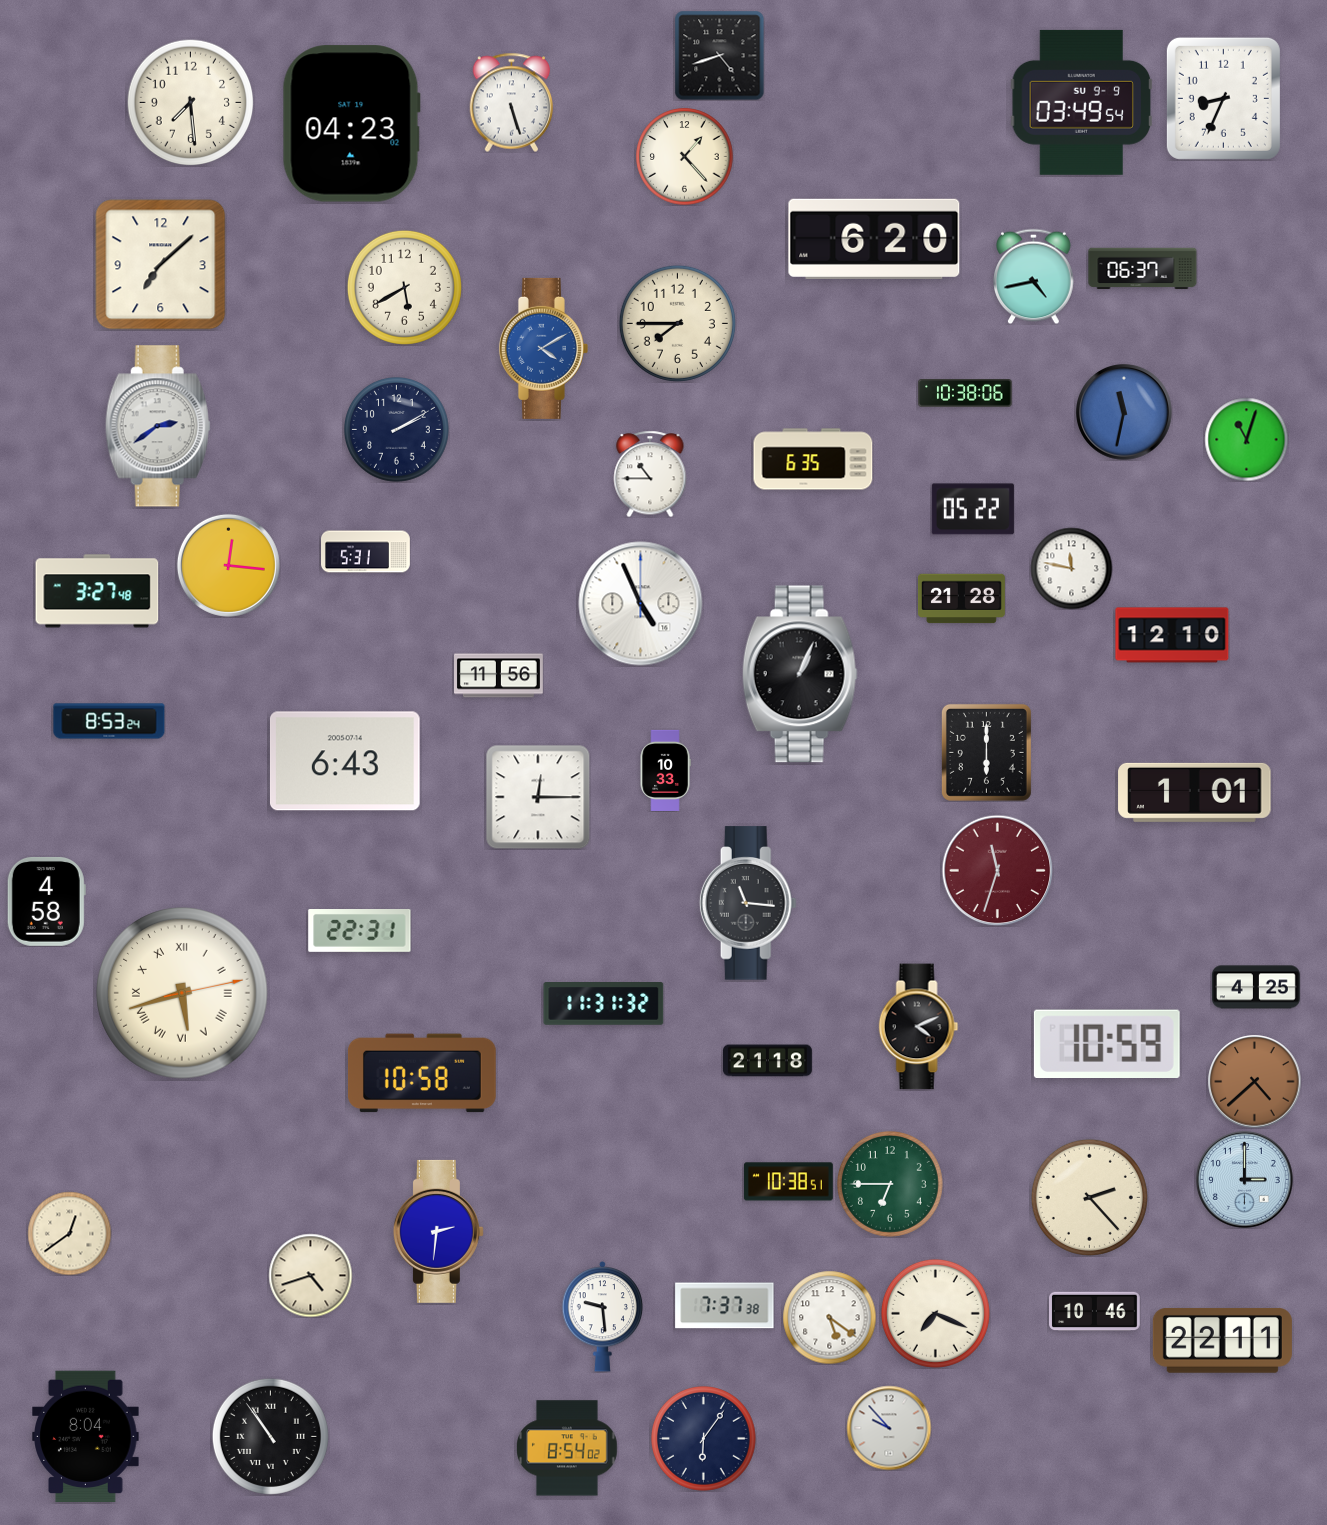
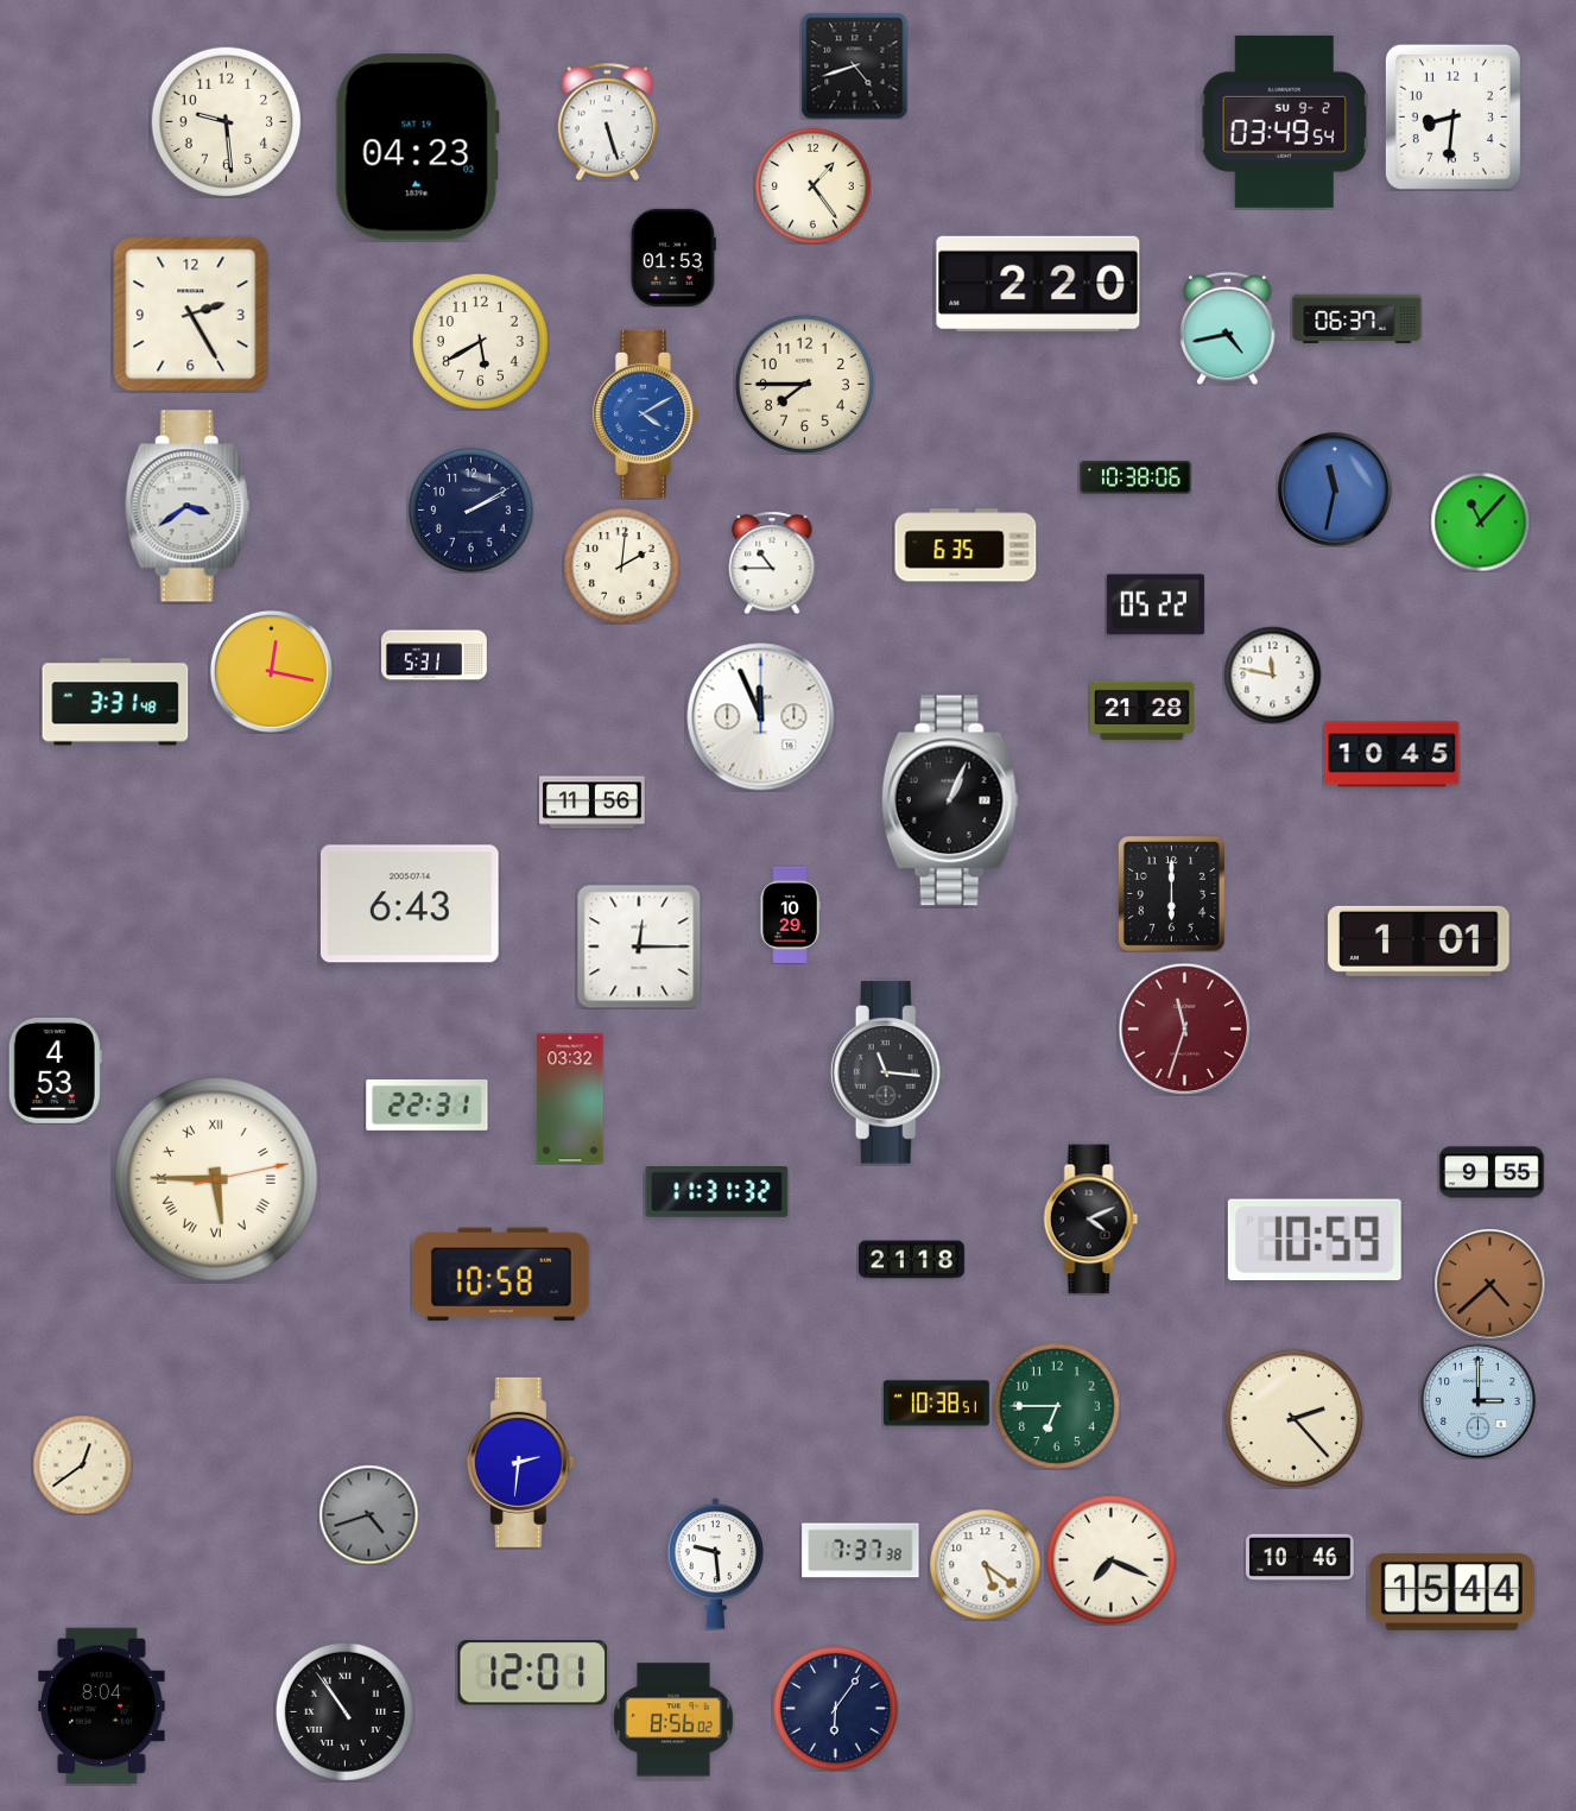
clock at (1223, 98): 8:34 -> 8:31
clock at (190, 102): 7:29 -> 9:29
clock at (1082, 102) date: SU 9-9 -> SU 9-2
clock at (685, 157): 1:23 -> 1:24
clock at (673, 258): none -> 01:53
clock at (874, 239): 6:20 -> 2:20
clock at (161, 265): 7:08 -> 2:25
clock at (965, 394) position: (965, 394) -> (1135, 479)
clock at (158, 426): 2:39 -> 3:39
clock at (1246, 439): 11:03 -> 11:07
clock at (622, 566): none -> 2:01
clock at (228, 565): 12:16 -> 12:17
clock at (97, 591): 3:27 -> 3:31
clock at (641, 604): 4:56 -> 11:56
clock at (1172, 635): 12:10 -> 10:45
clock at (109, 721): 8:53 -> none
clock at (665, 770): 10:33 -> 10:29
clock at (997, 870) position: (997, 870) -> (1184, 1028)
clock at (46, 901): 4:58 -> 4:53
clock at (570, 1098): none -> 03:32
clock at (1256, 987): 4:25 -> 9:55
clock at (182, 993): 5:42 -> 5:45
clock at (1089, 1197) position: (1089, 1197) -> (1293, 1418)
clock at (310, 1275) dial: cream -> grey
clock at (1222, 1341): 22:11 -> 15:44
clock at (533, 1673): none -> 12:01
clock at (889, 1428): 9:53 -> none
clock at (270, 1436) position: (270, 1436) -> (344, 1711)
clock at (567, 1448): 8:54 -> 8:56
